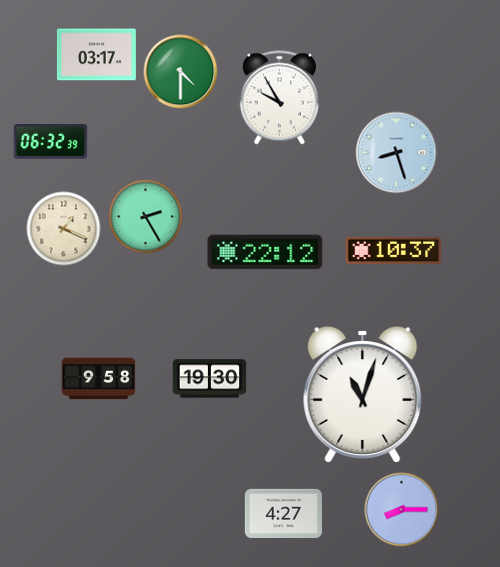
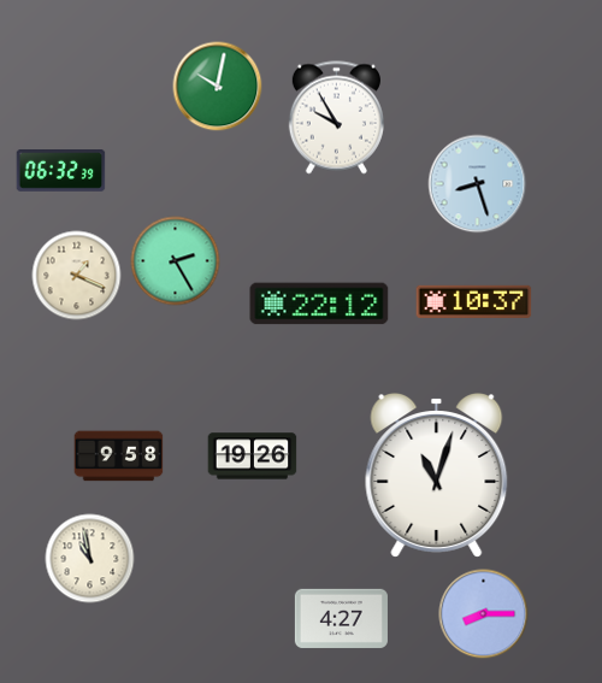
clock at (96, 55): 03:17 -> none
clock at (181, 72): 4:30 -> 10:02
clock at (210, 379): 19:30 -> 19:26
clock at (90, 559): none -> 10:58
